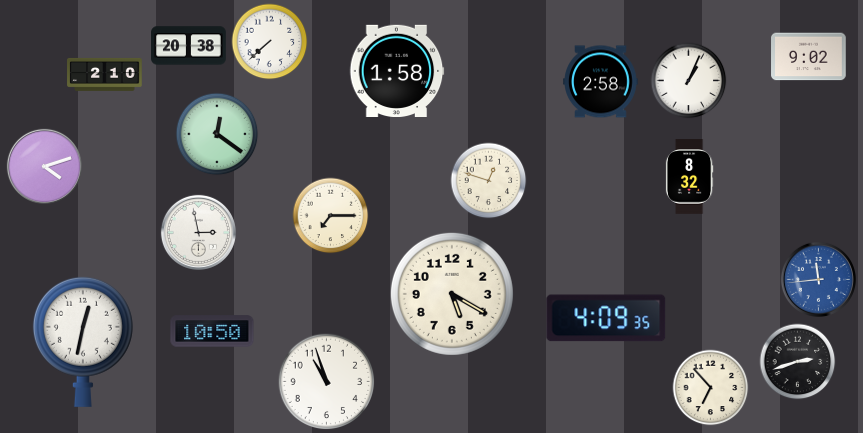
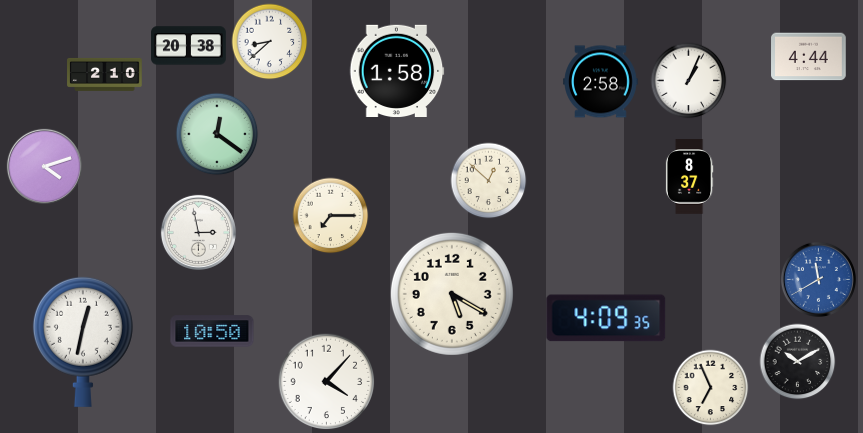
clock at (270, 42): 7:38 -> 8:38
clock at (809, 57): 9:02 -> 4:44
clock at (689, 177): 8:32 -> 8:37
clock at (489, 181): 12:48 -> 12:52
clock at (818, 279): 11:44 -> 11:40
clock at (798, 362): 2:42 -> 10:10
clock at (327, 382): 10:57 -> 4:07
clock at (711, 388): 6:53 -> 6:56
